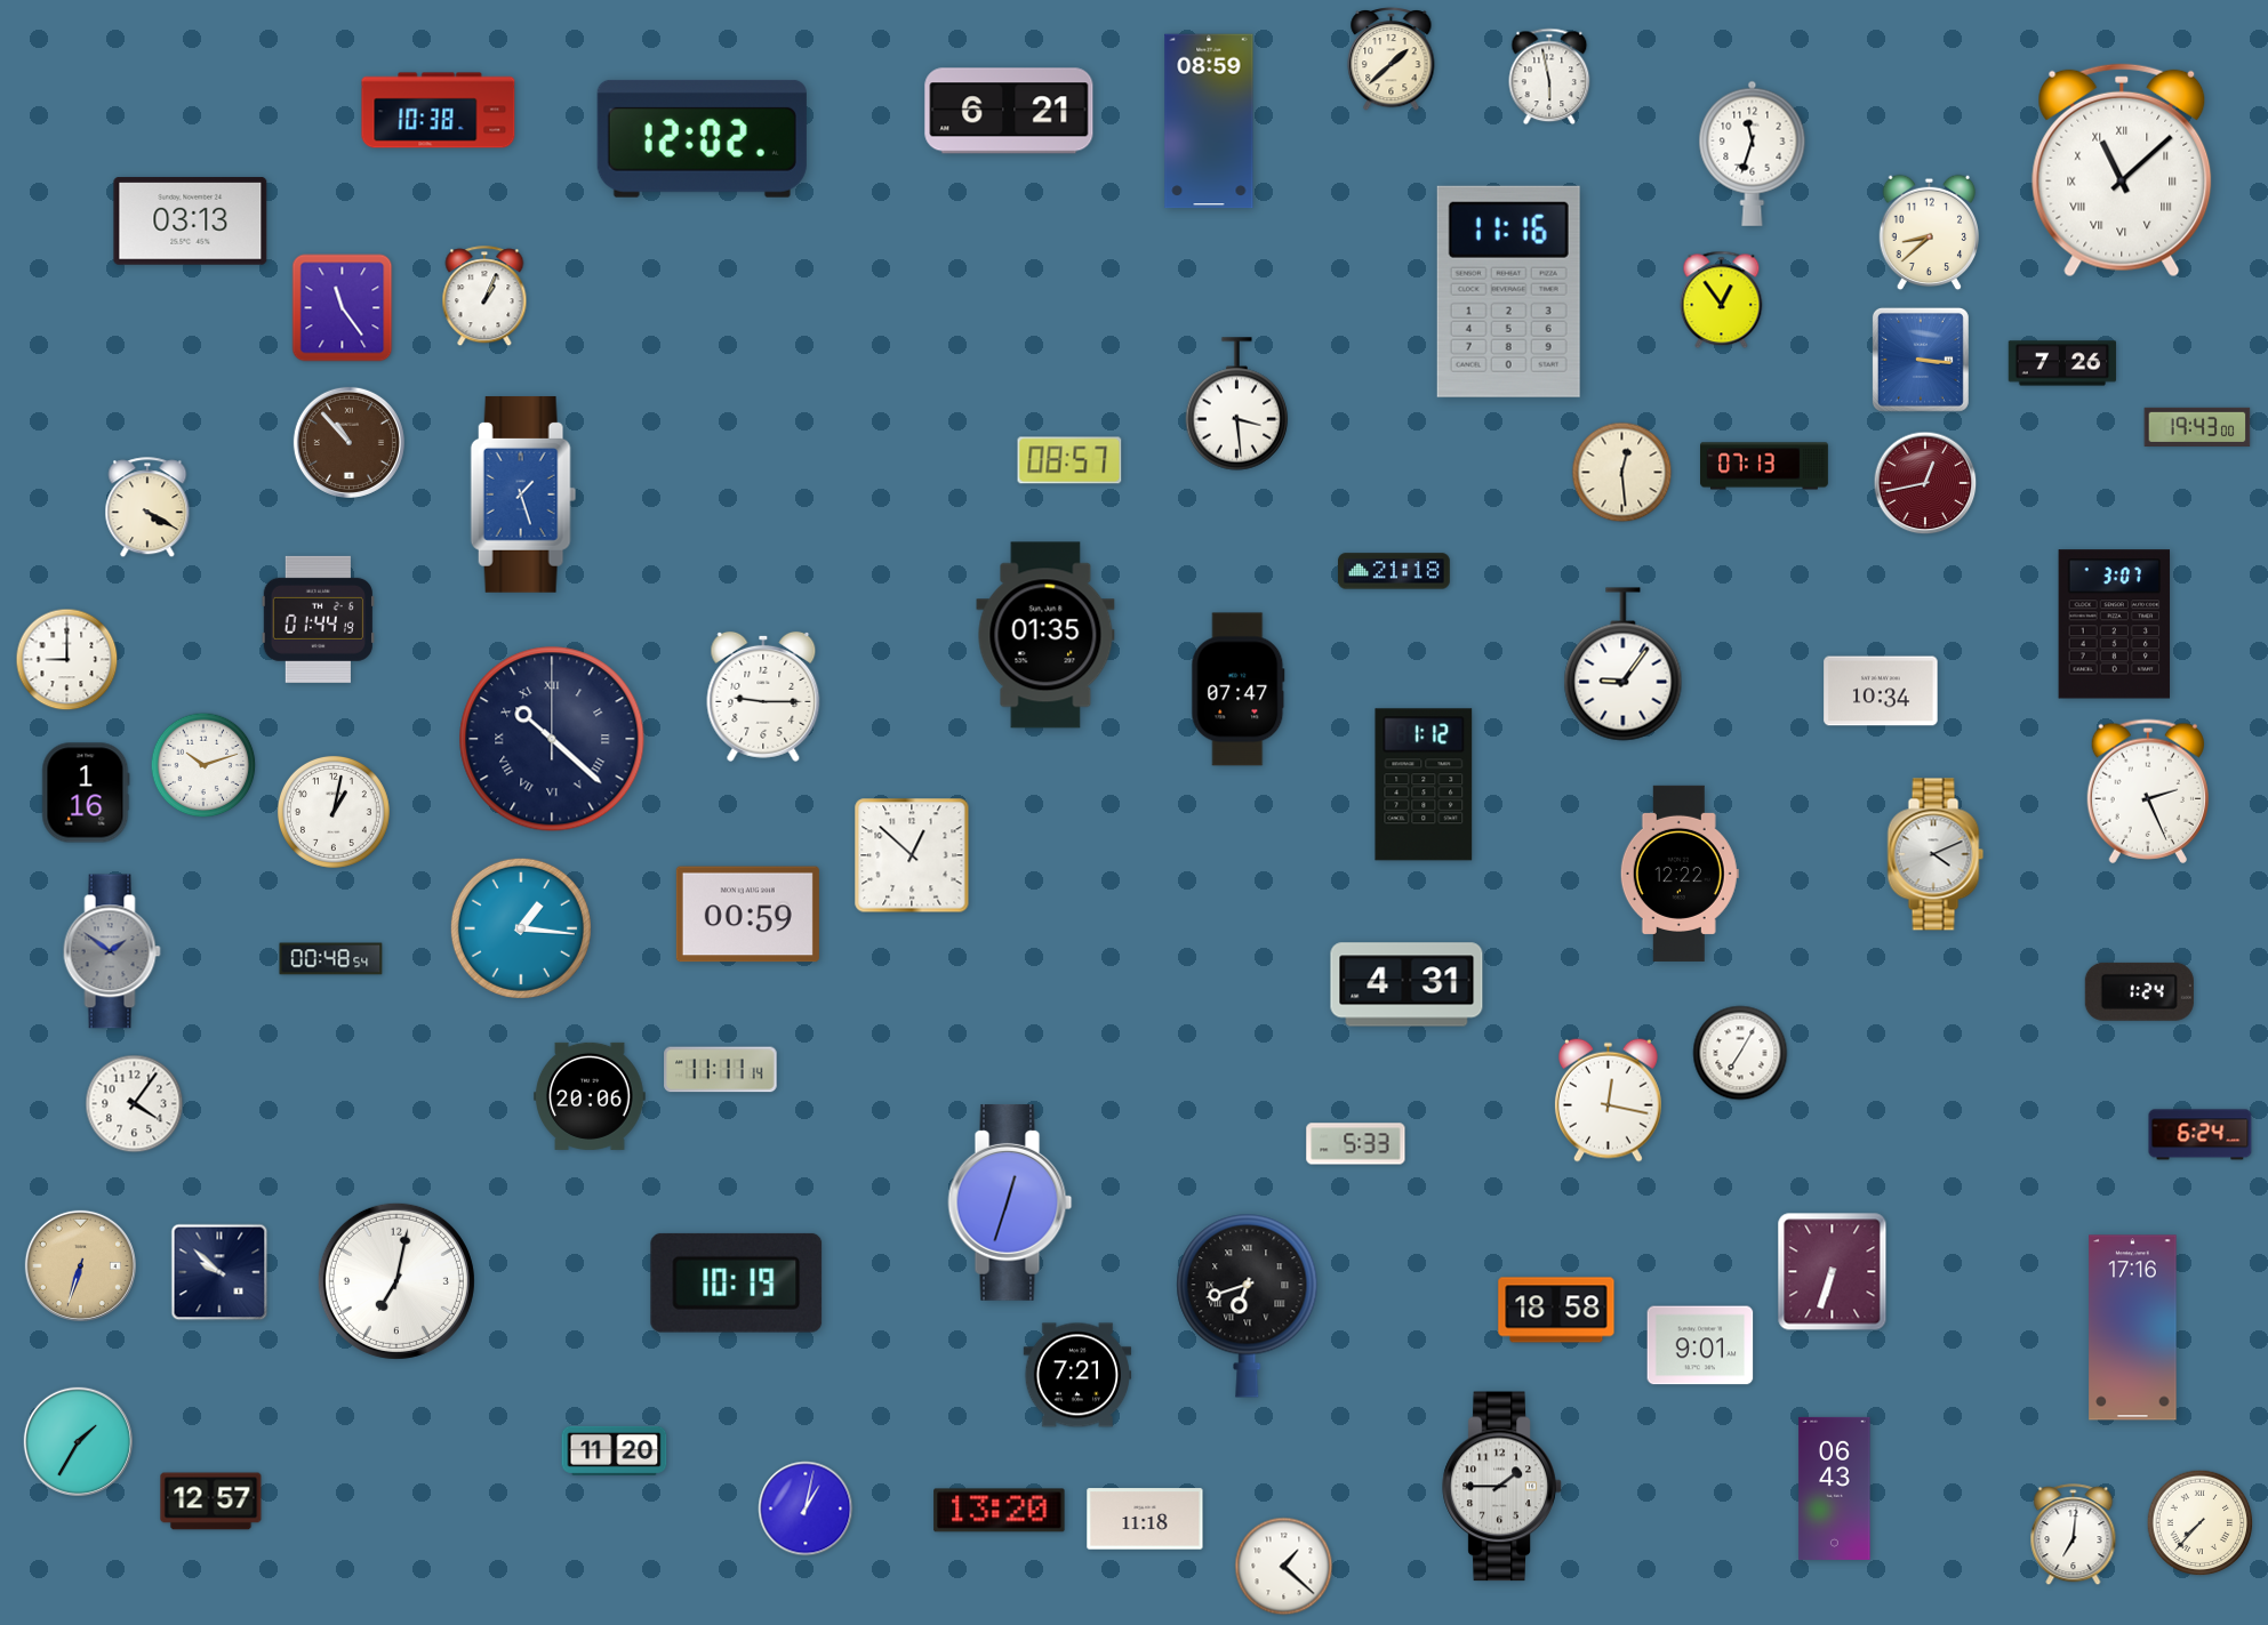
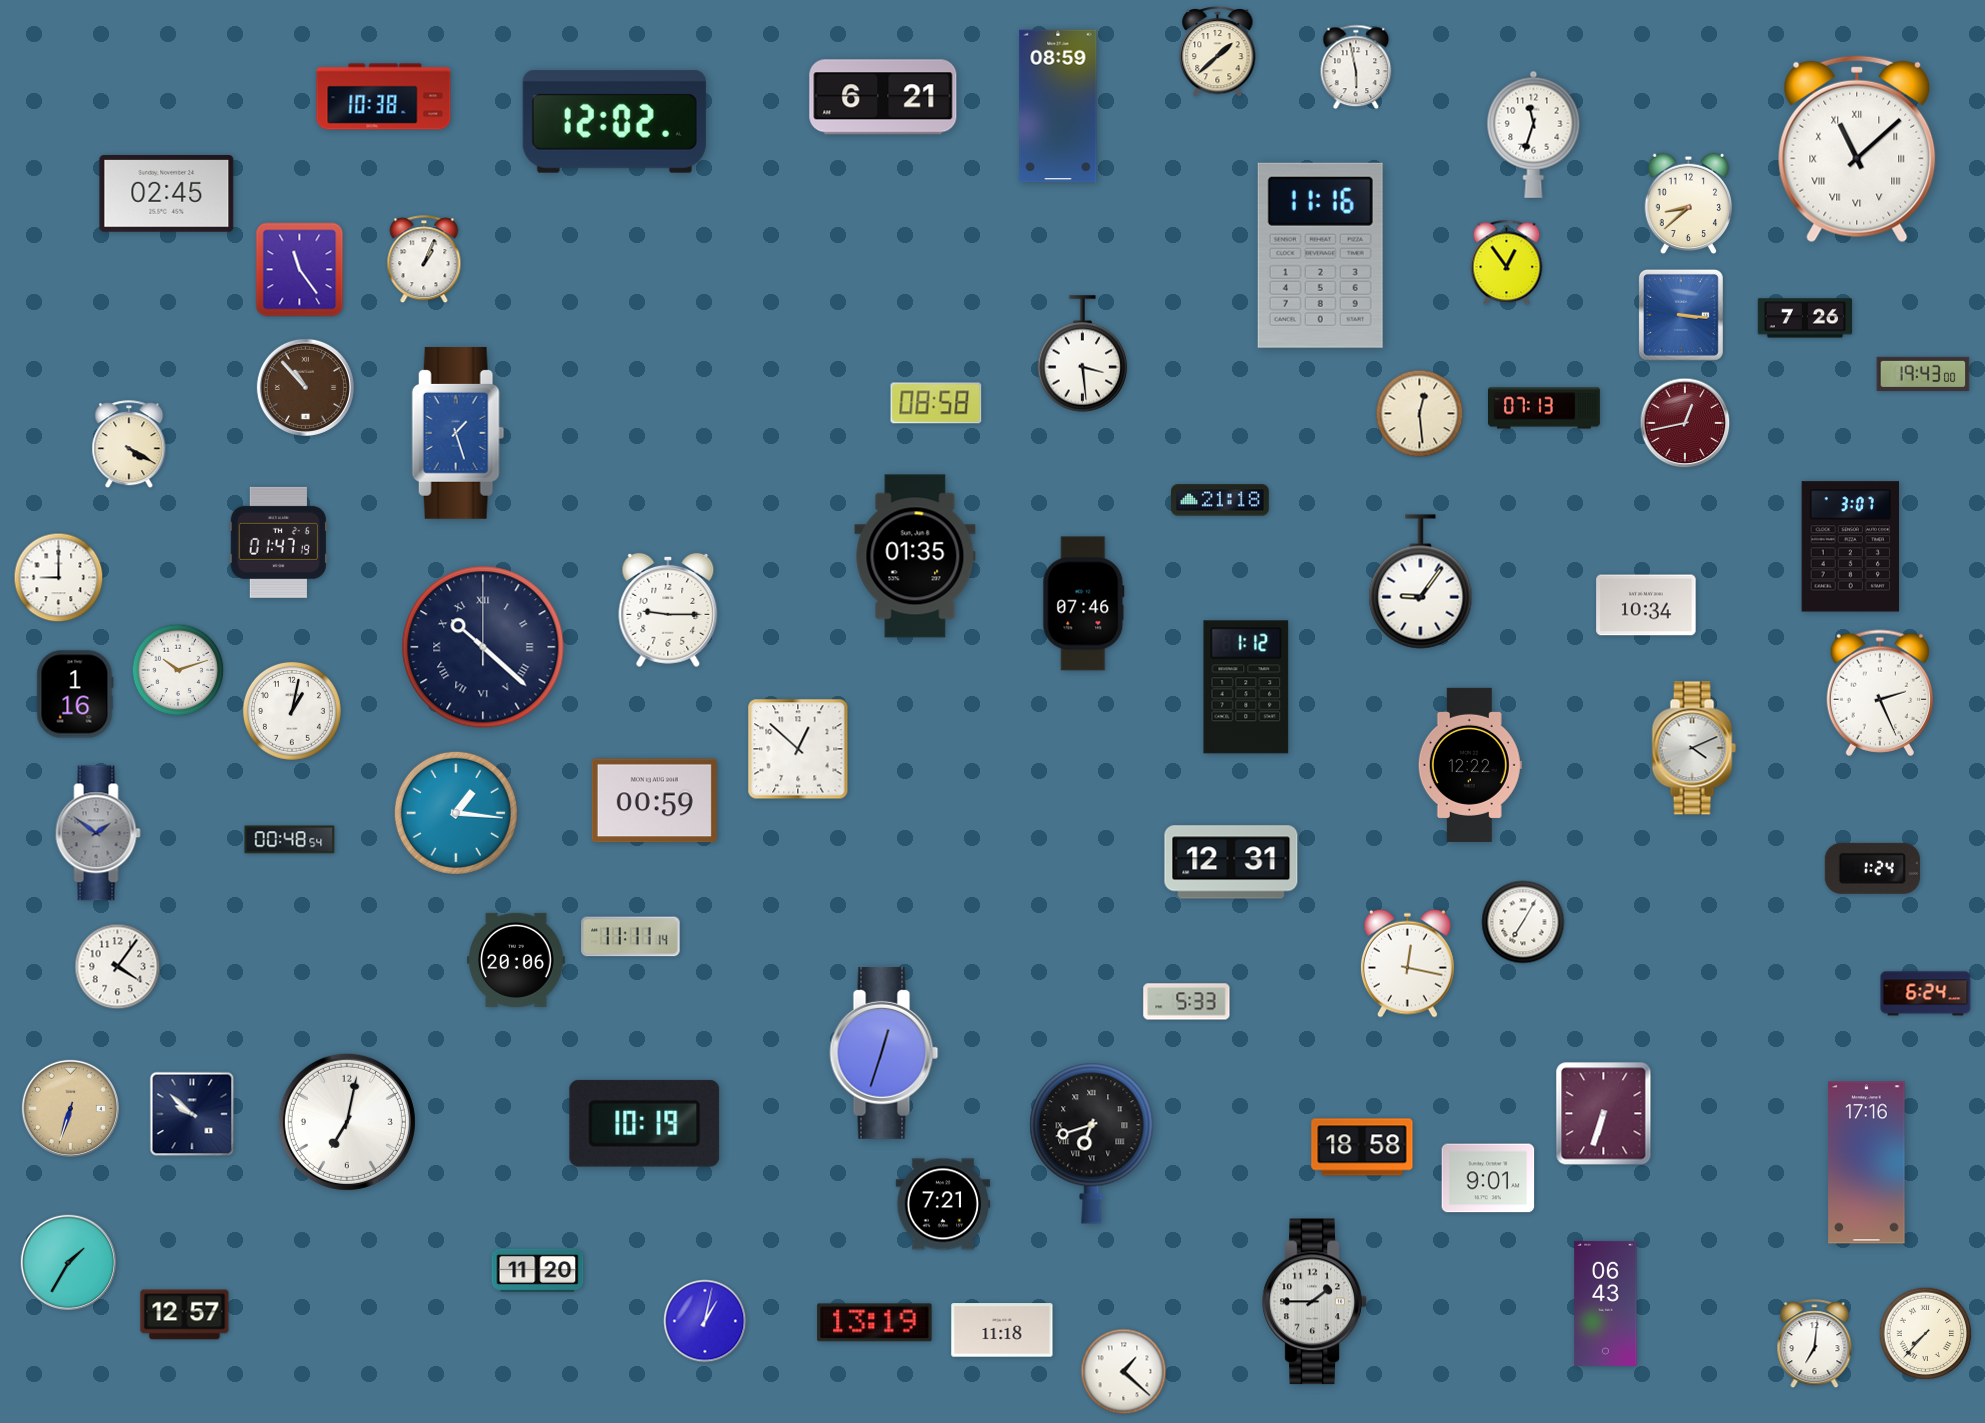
clock at (191, 220): 03:13 -> 02:45
clock at (1069, 460): 08:57 -> 08:58
clock at (318, 619): 01:44 -> 01:47
clock at (1239, 690): 07:47 -> 07:46
clock at (1407, 984): 4:31 -> 12:31
clock at (1000, 1511): 13:20 -> 13:19
